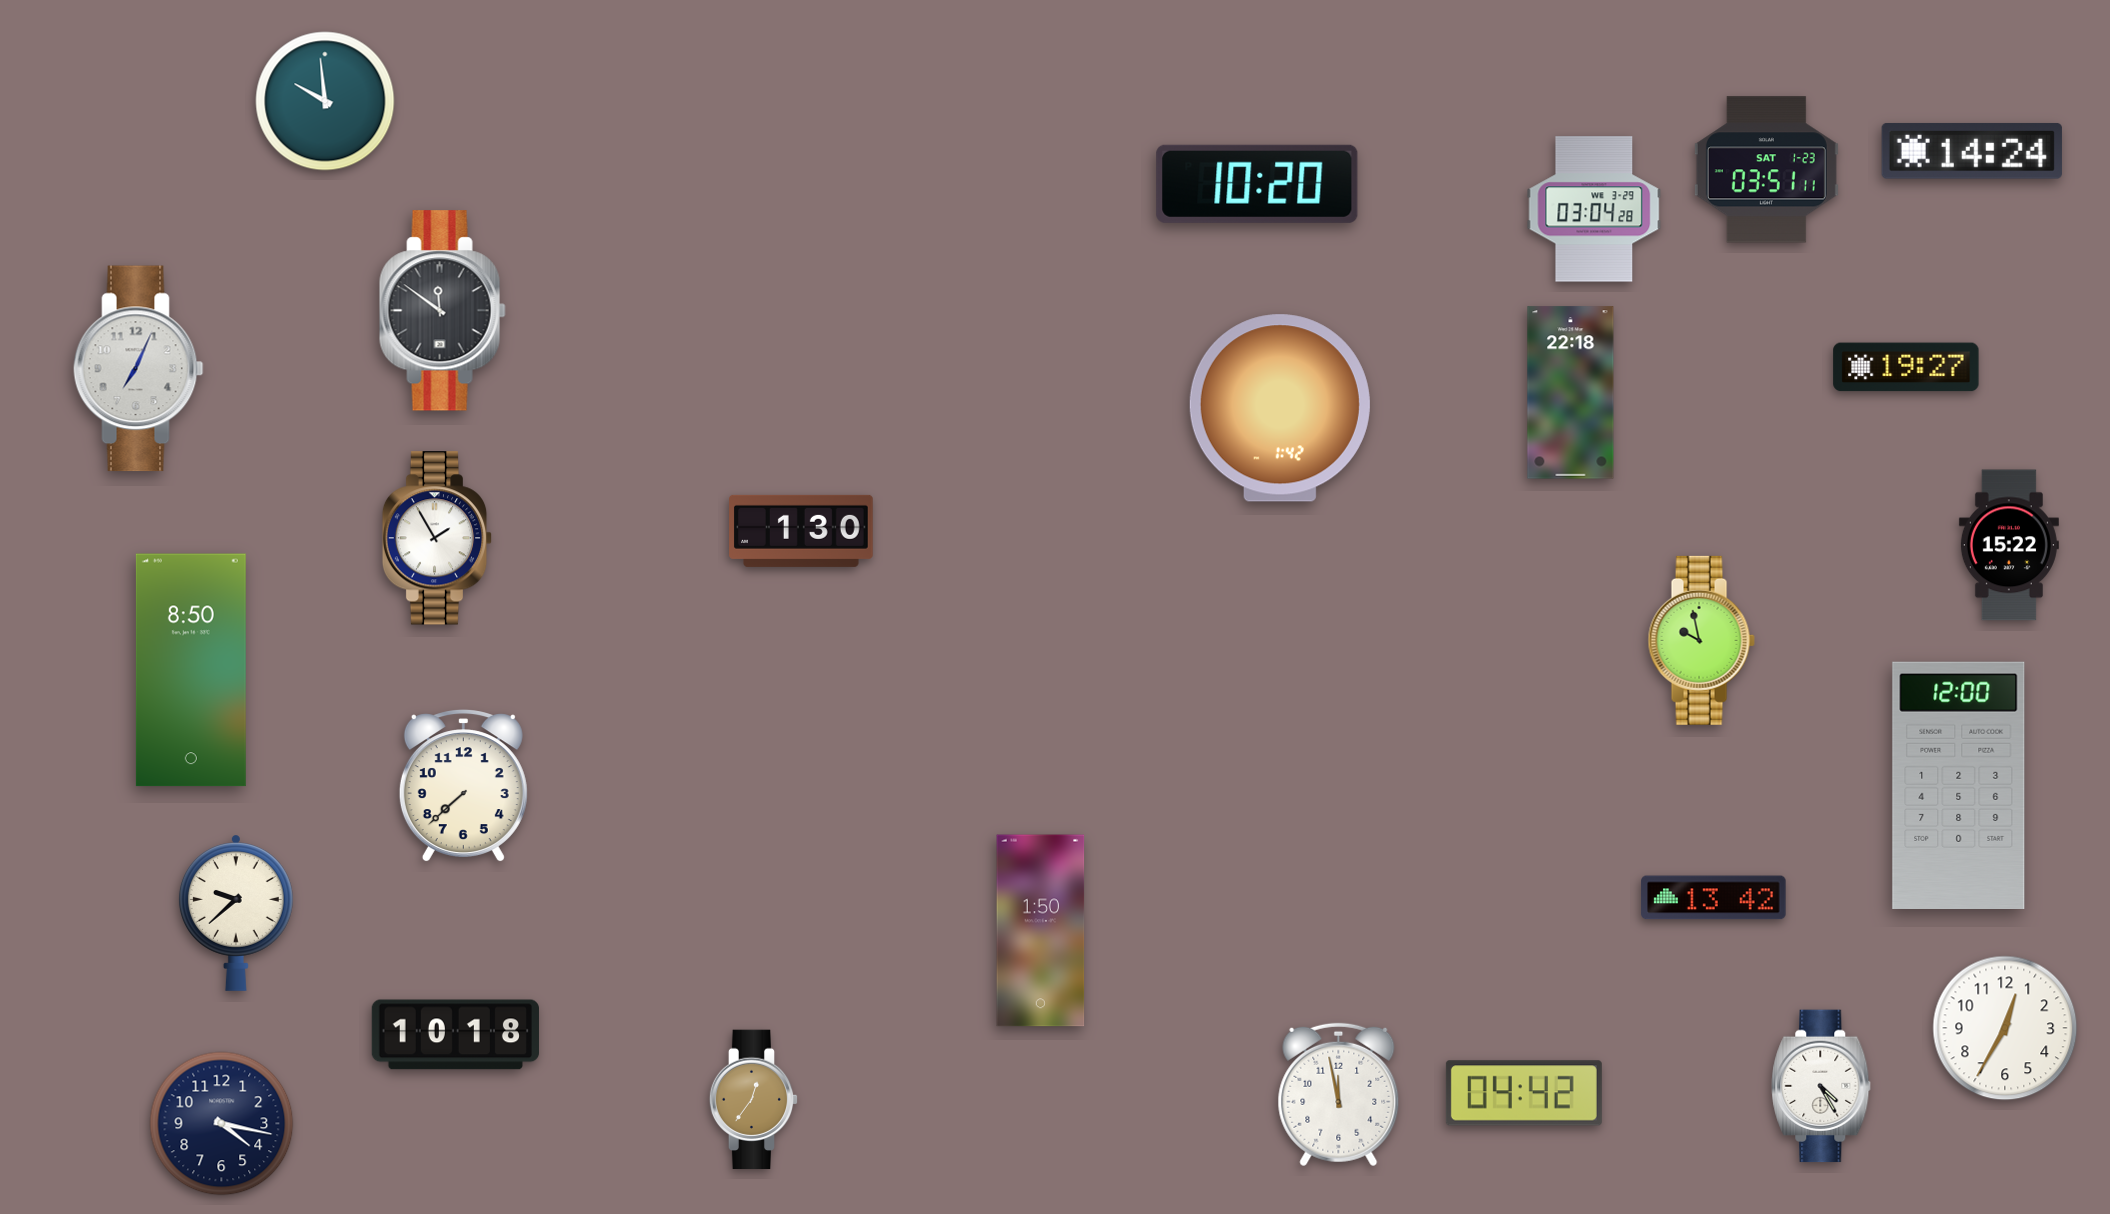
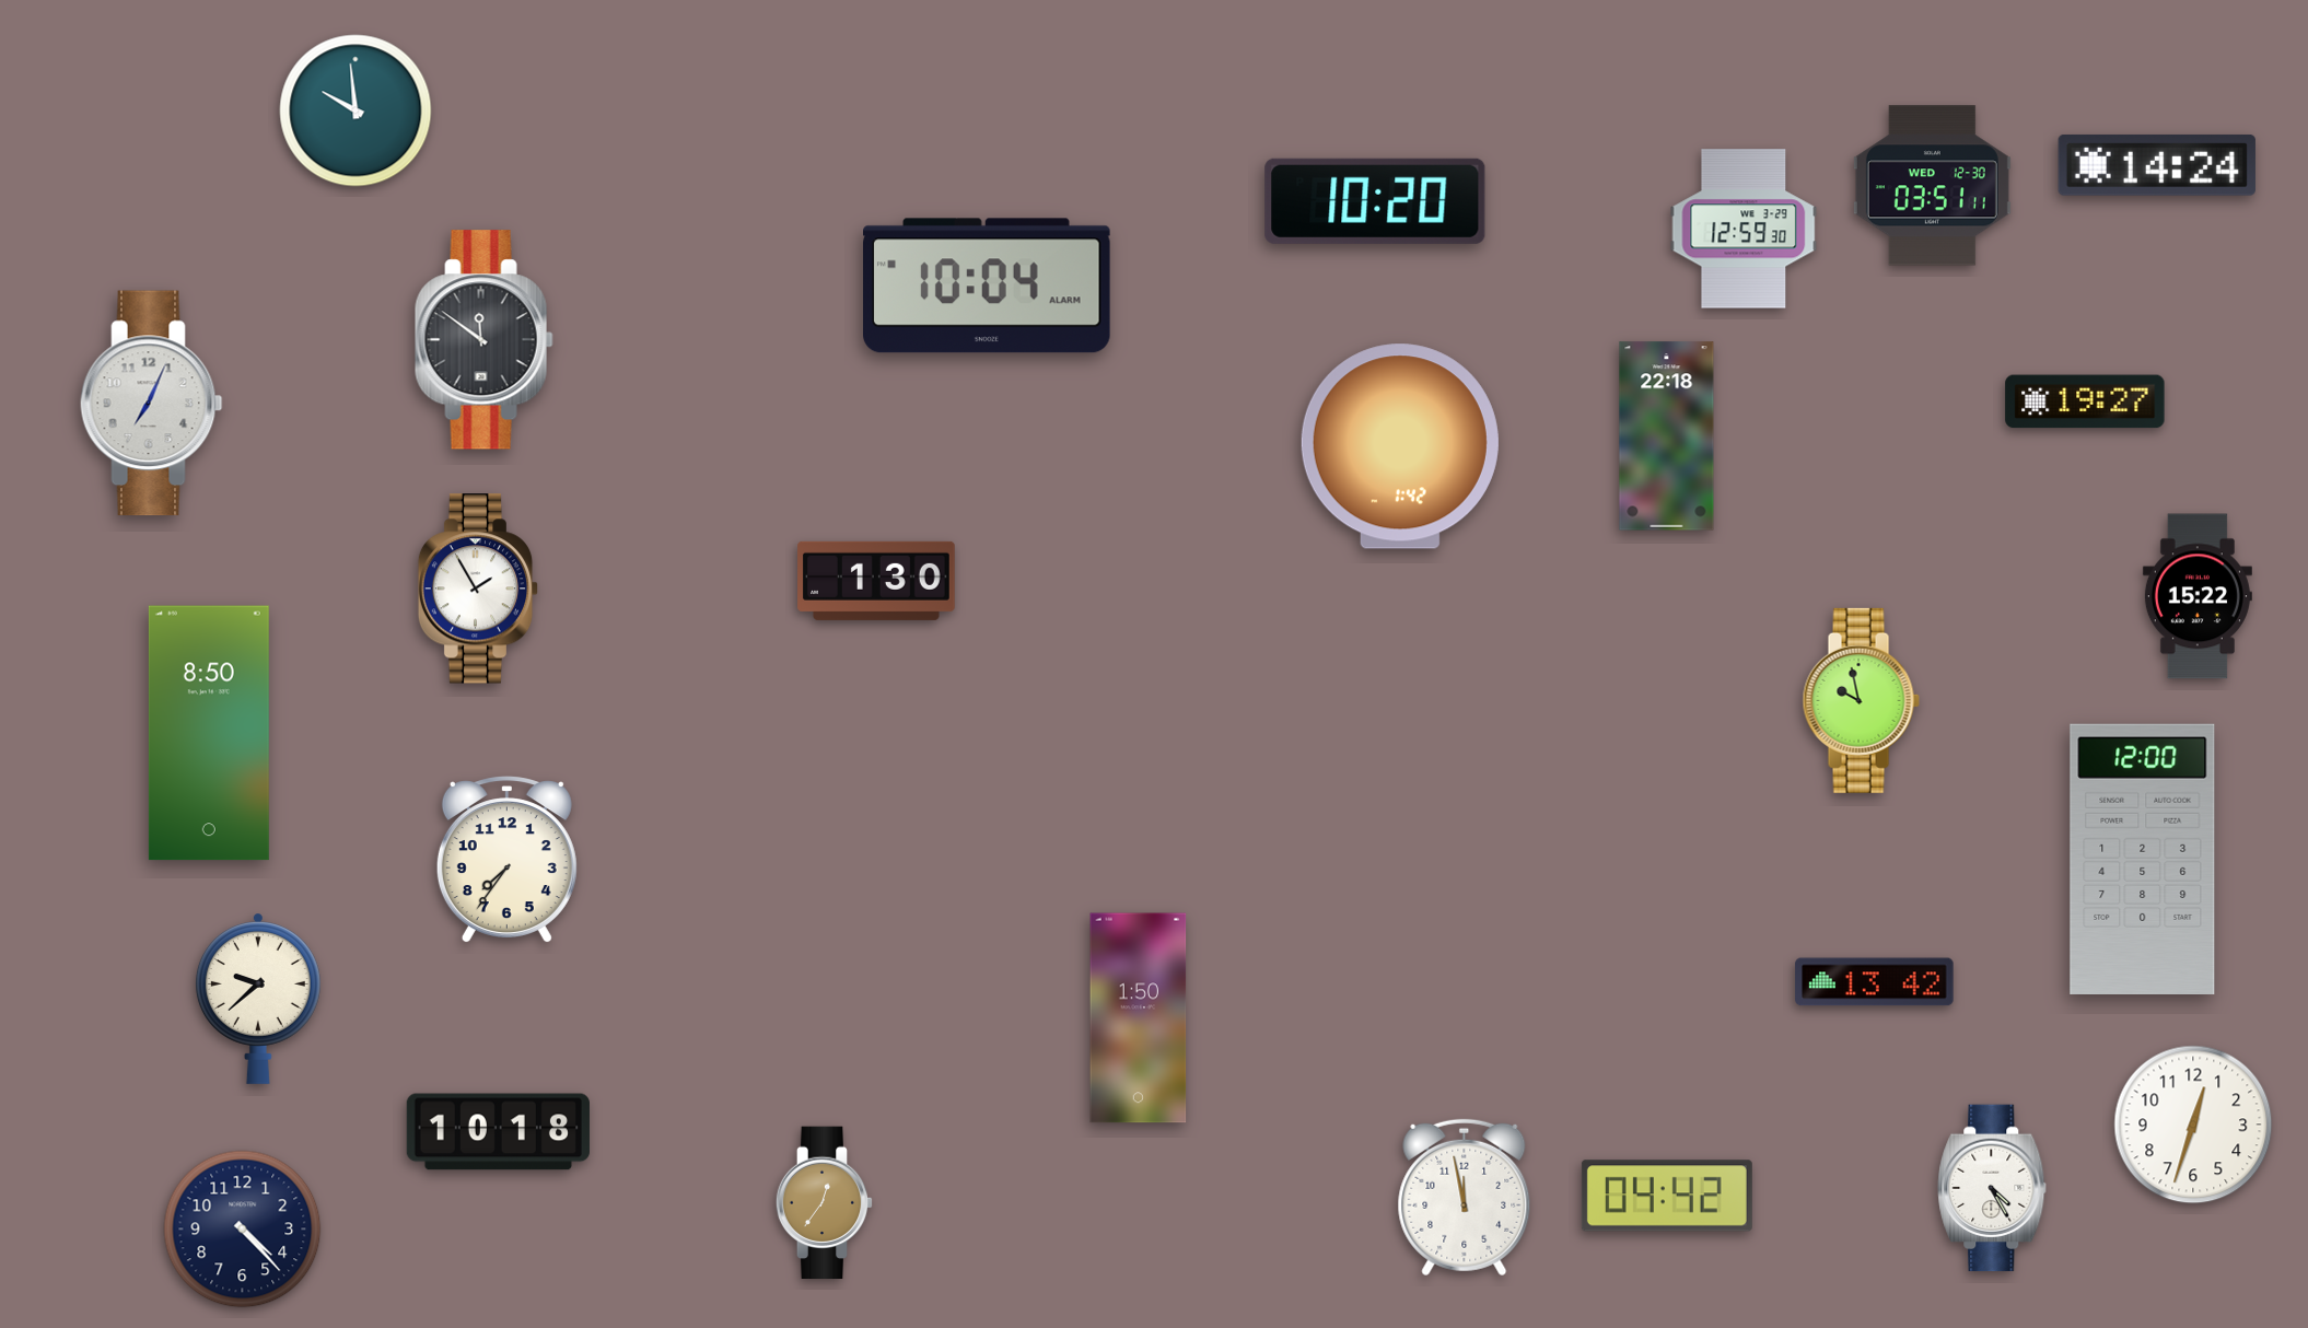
clock at (1766, 170) date: SAT 1-23 -> WED 12-30
clock at (1594, 209): 03:04 -> 12:59
clock at (988, 286): none -> 10:04
clock at (1571, 393) position: (1571, 393) -> (1667, 436)
clock at (463, 786): 7:38 -> 7:36
clock at (2005, 1028): 12:35 -> 12:33
clock at (222, 1124): 4:17 -> 4:23
